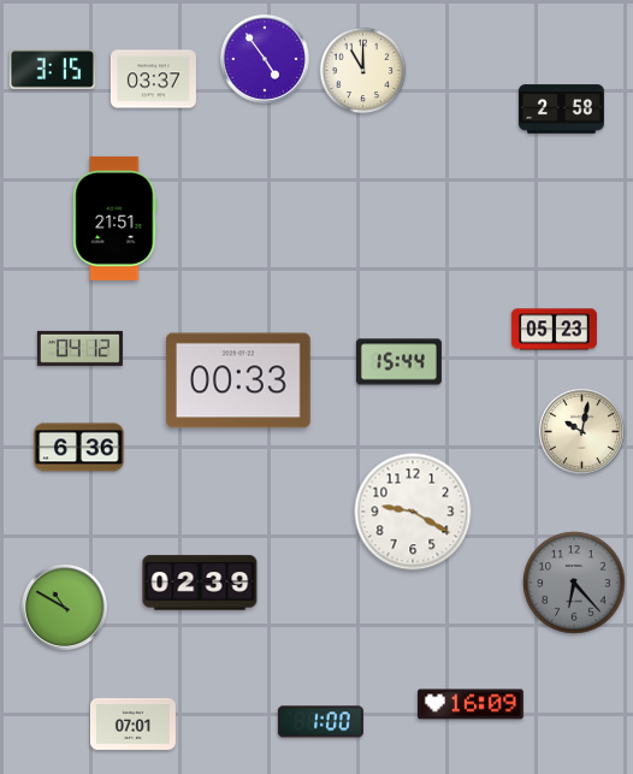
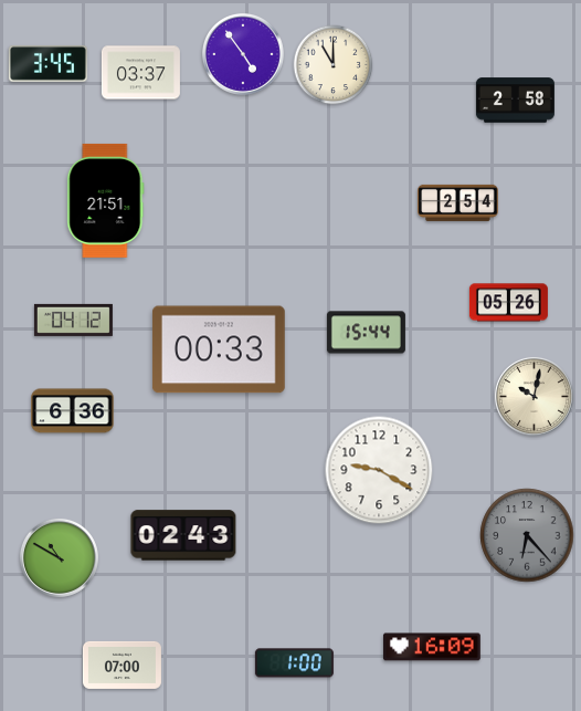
clock at (52, 70): 3:15 -> 3:45
clock at (458, 202): none -> 2:54
clock at (554, 330): 05:23 -> 05:26
clock at (200, 583): 02:39 -> 02:43
clock at (132, 723): 07:01 -> 07:00
